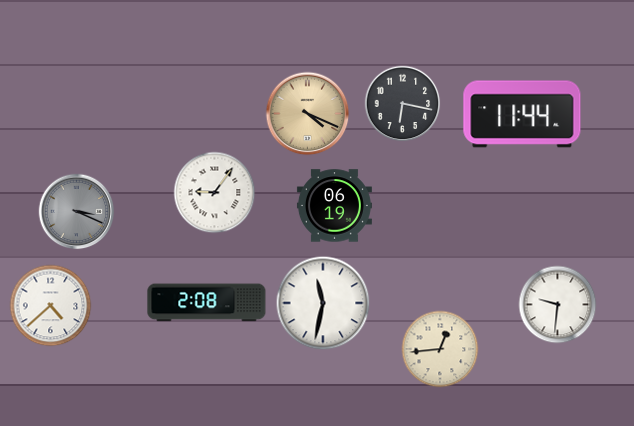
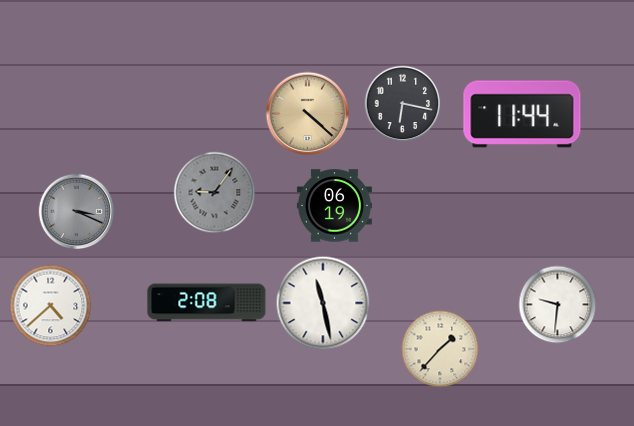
clock at (308, 114): 4:19 -> 4:22
clock at (215, 193) dial: white -> grey
clock at (323, 303): 11:32 -> 11:28
clock at (440, 349): 12:44 -> 1:37
